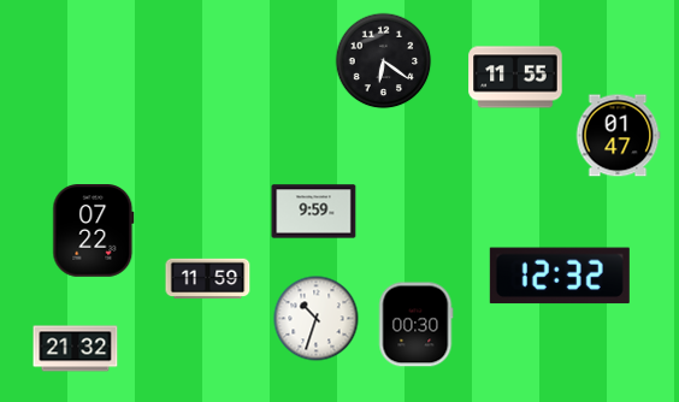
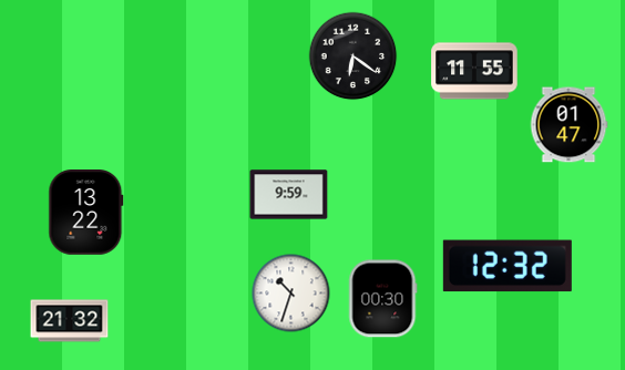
clock at (94, 231): 07:22 -> 13:22
clock at (560, 276) position: (560, 276) -> (508, 266)
clock at (208, 279): 11:59 -> none
